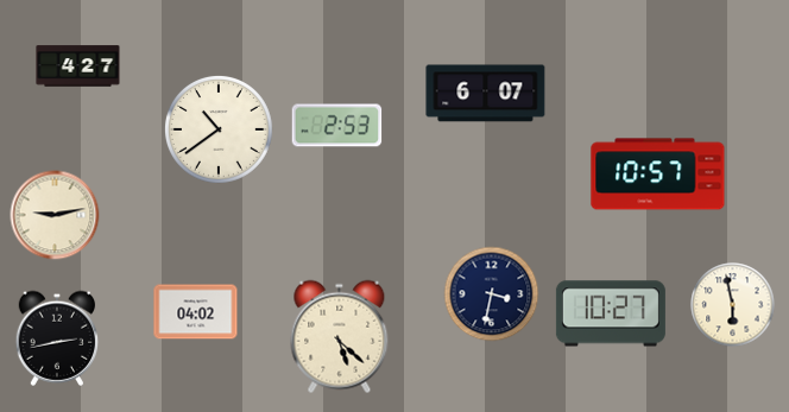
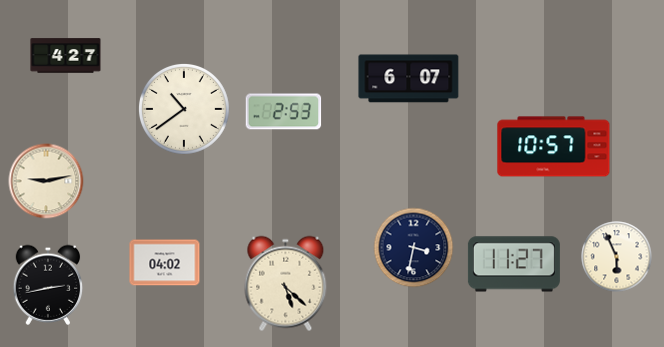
clock at (337, 126) position: (337, 126) -> (284, 112)
clock at (733, 305): 5:58 -> 5:56
clock at (611, 313): 10:27 -> 11:27
